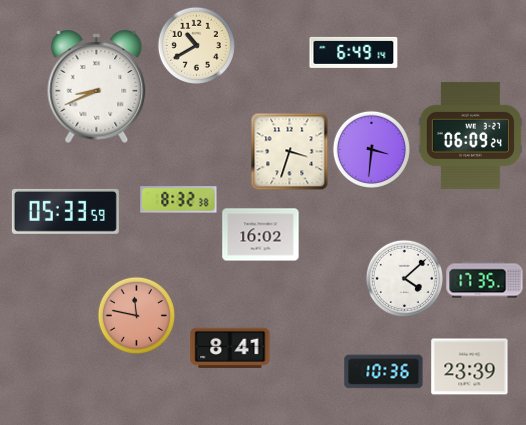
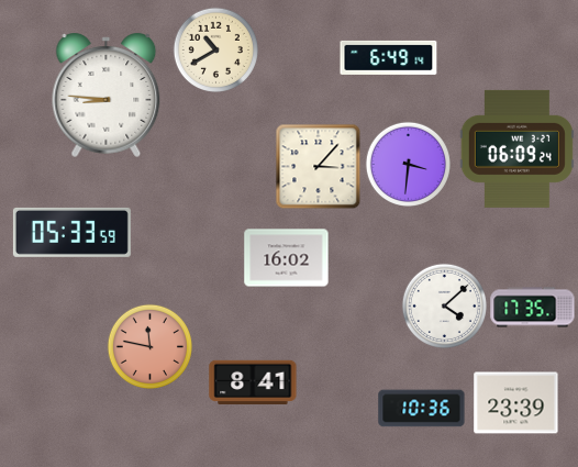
clock at (97, 86): 8:41 -> 8:46
clock at (289, 151): 3:33 -> 3:07
clock at (179, 200): 8:32 -> none
